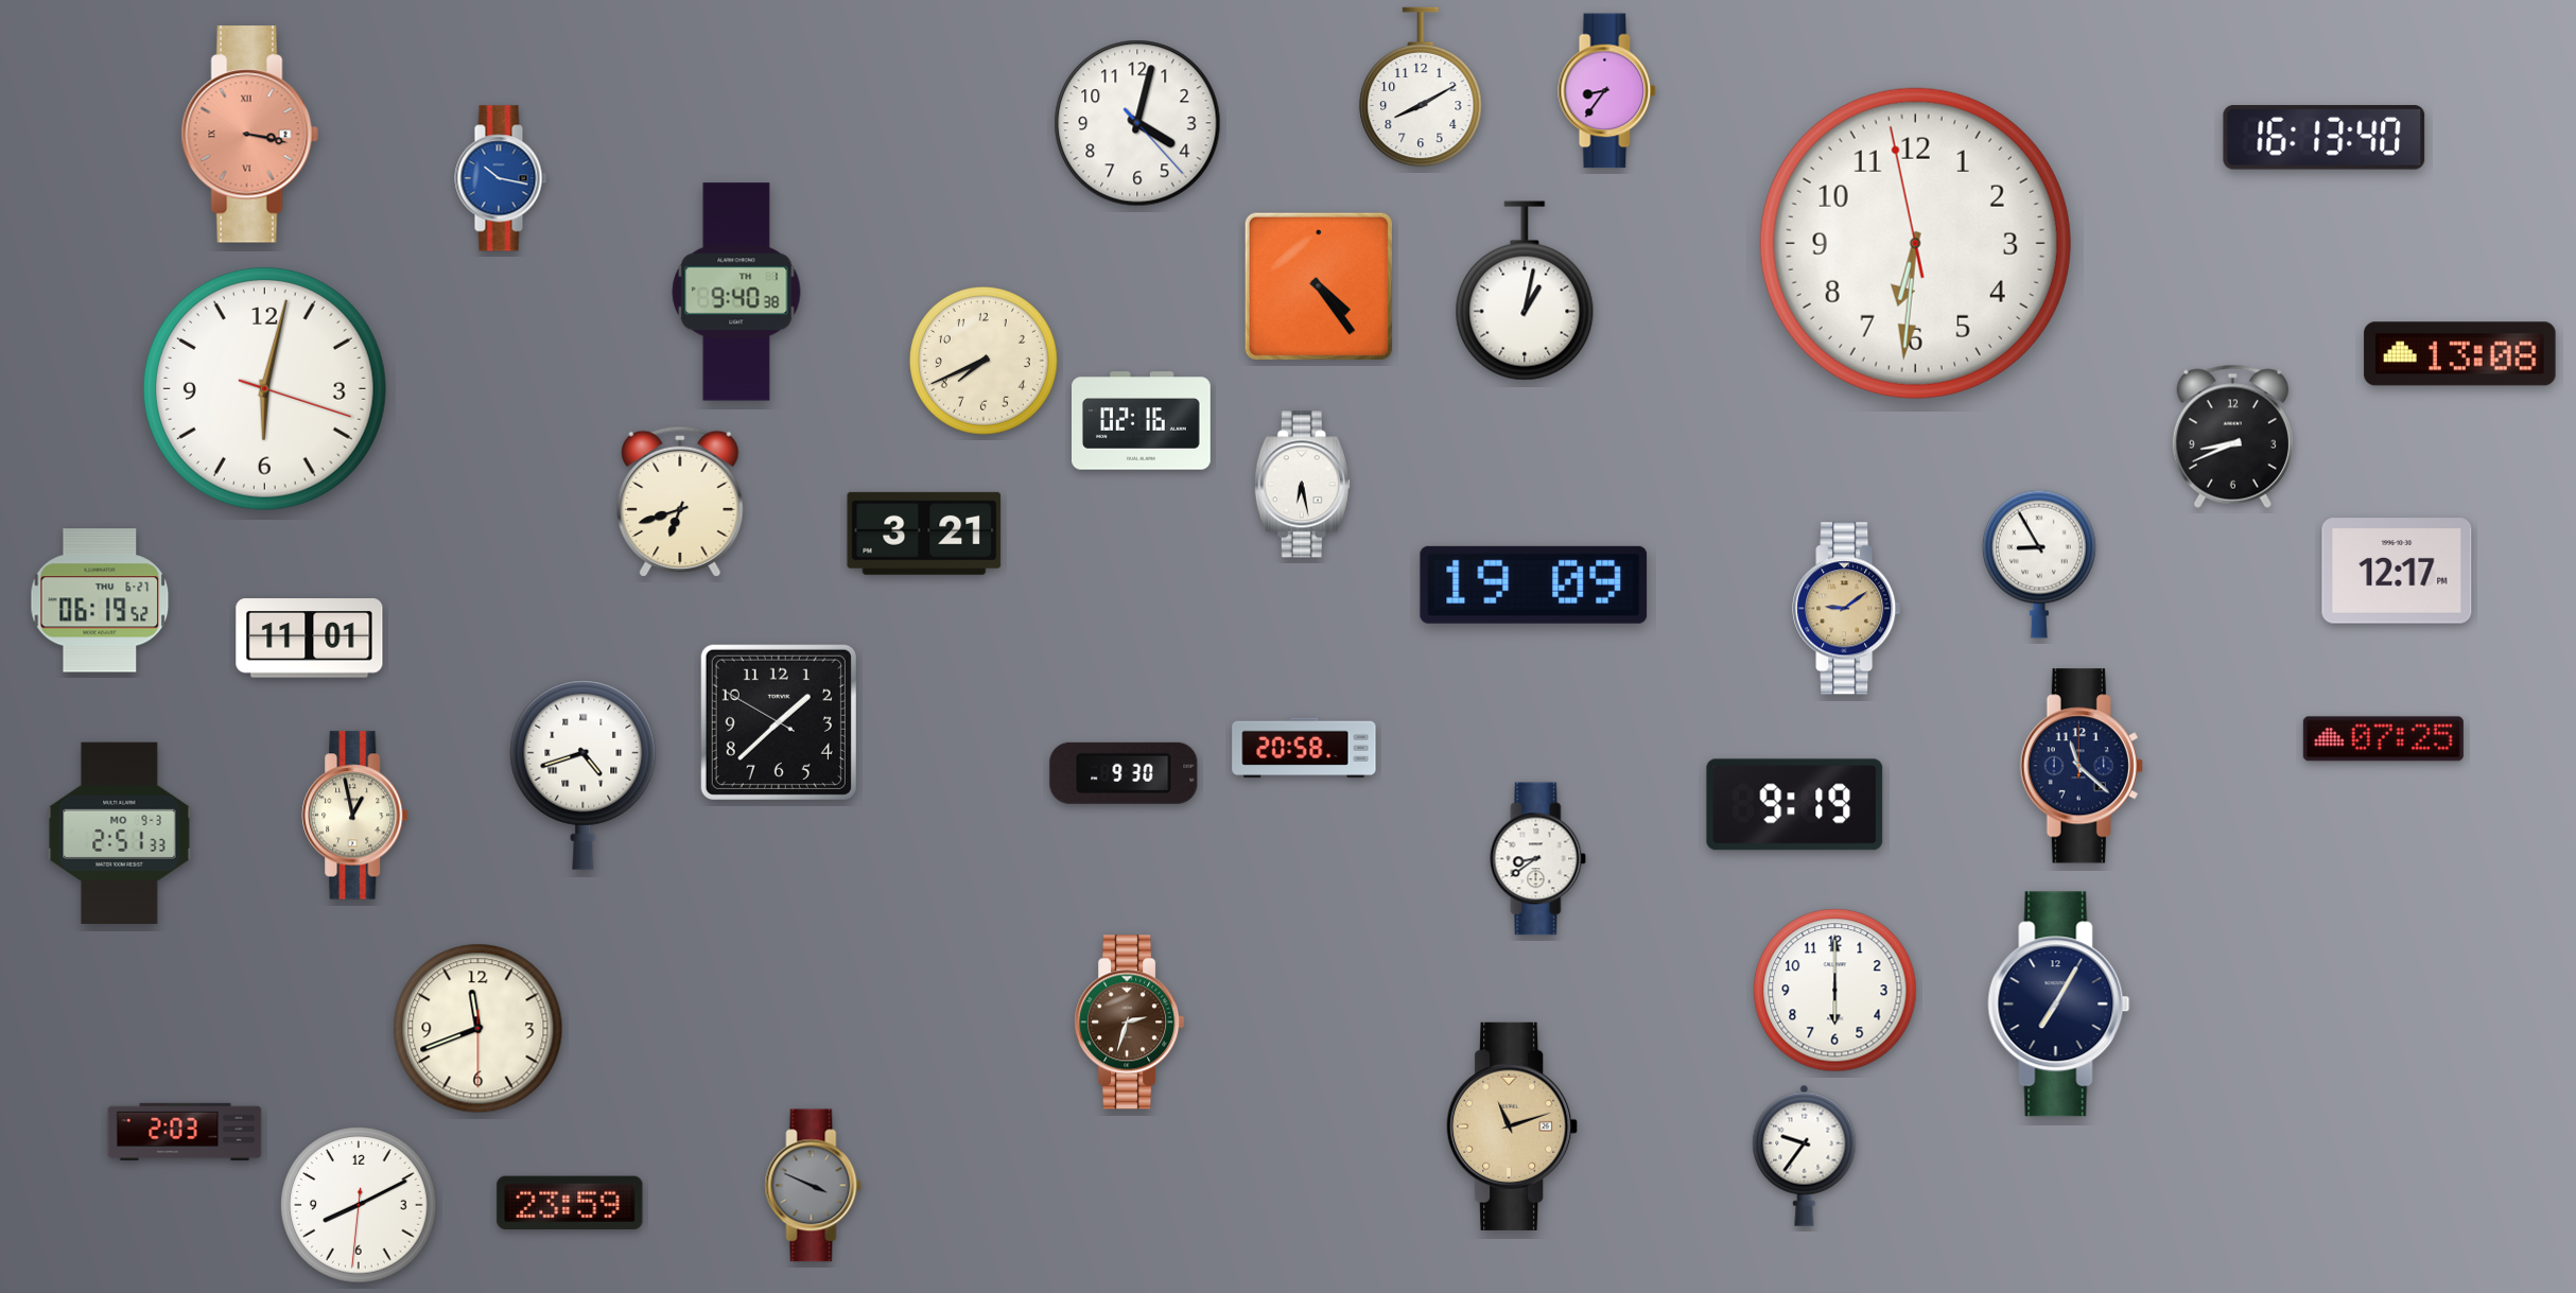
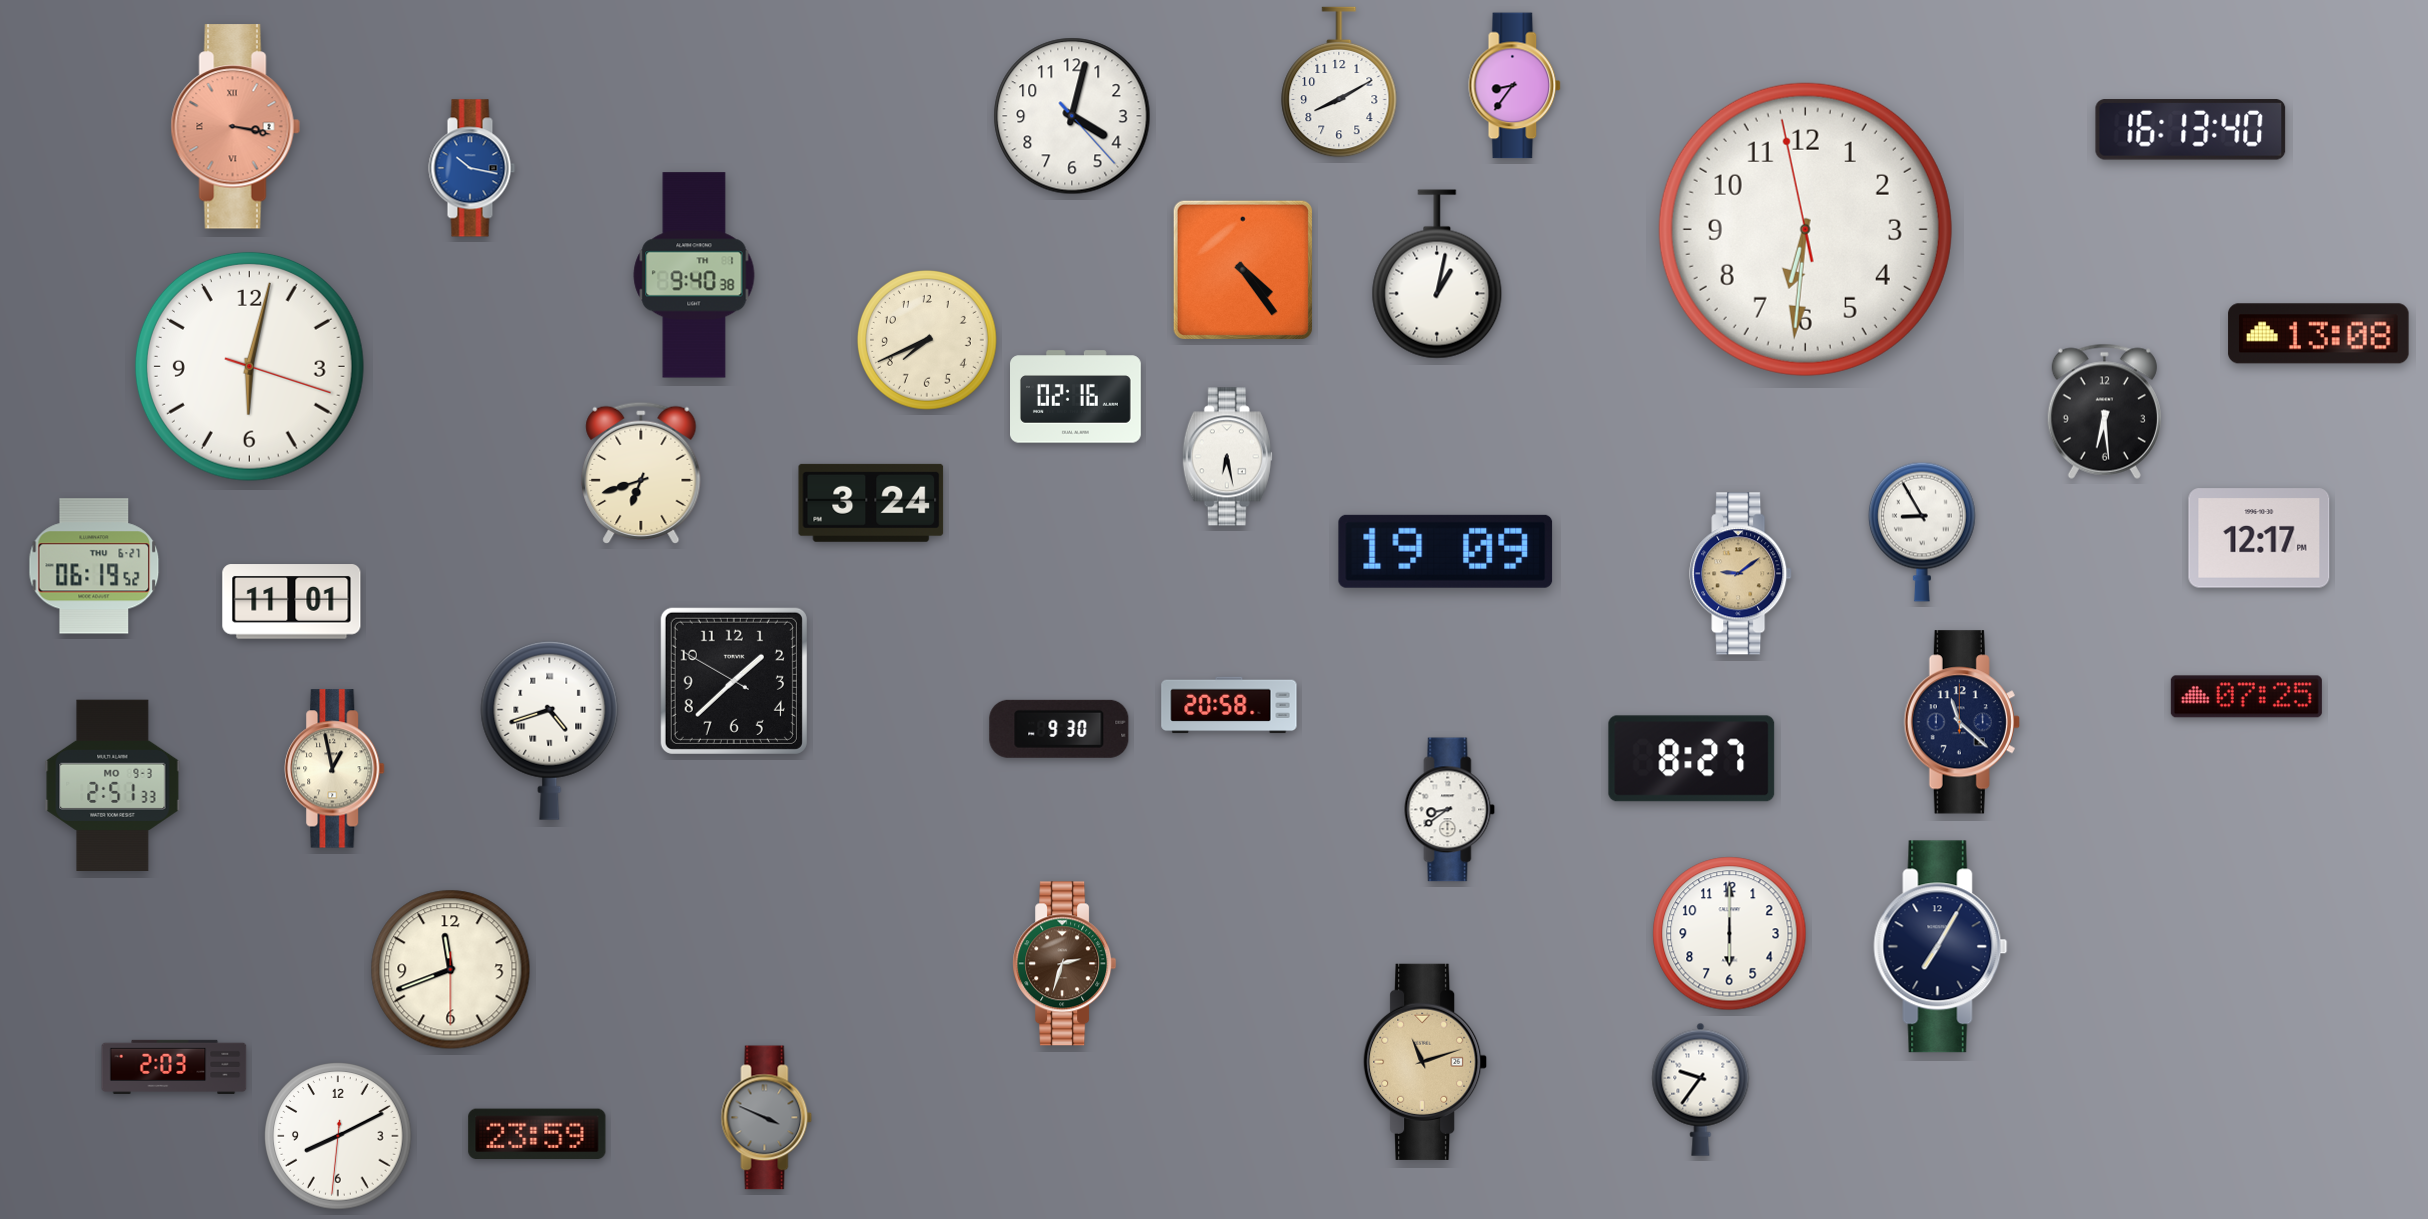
clock at (2232, 436): 8:41 -> 6:29
clock at (924, 534): 3:21 -> 3:24
clock at (1795, 805): 9:19 -> 8:27
